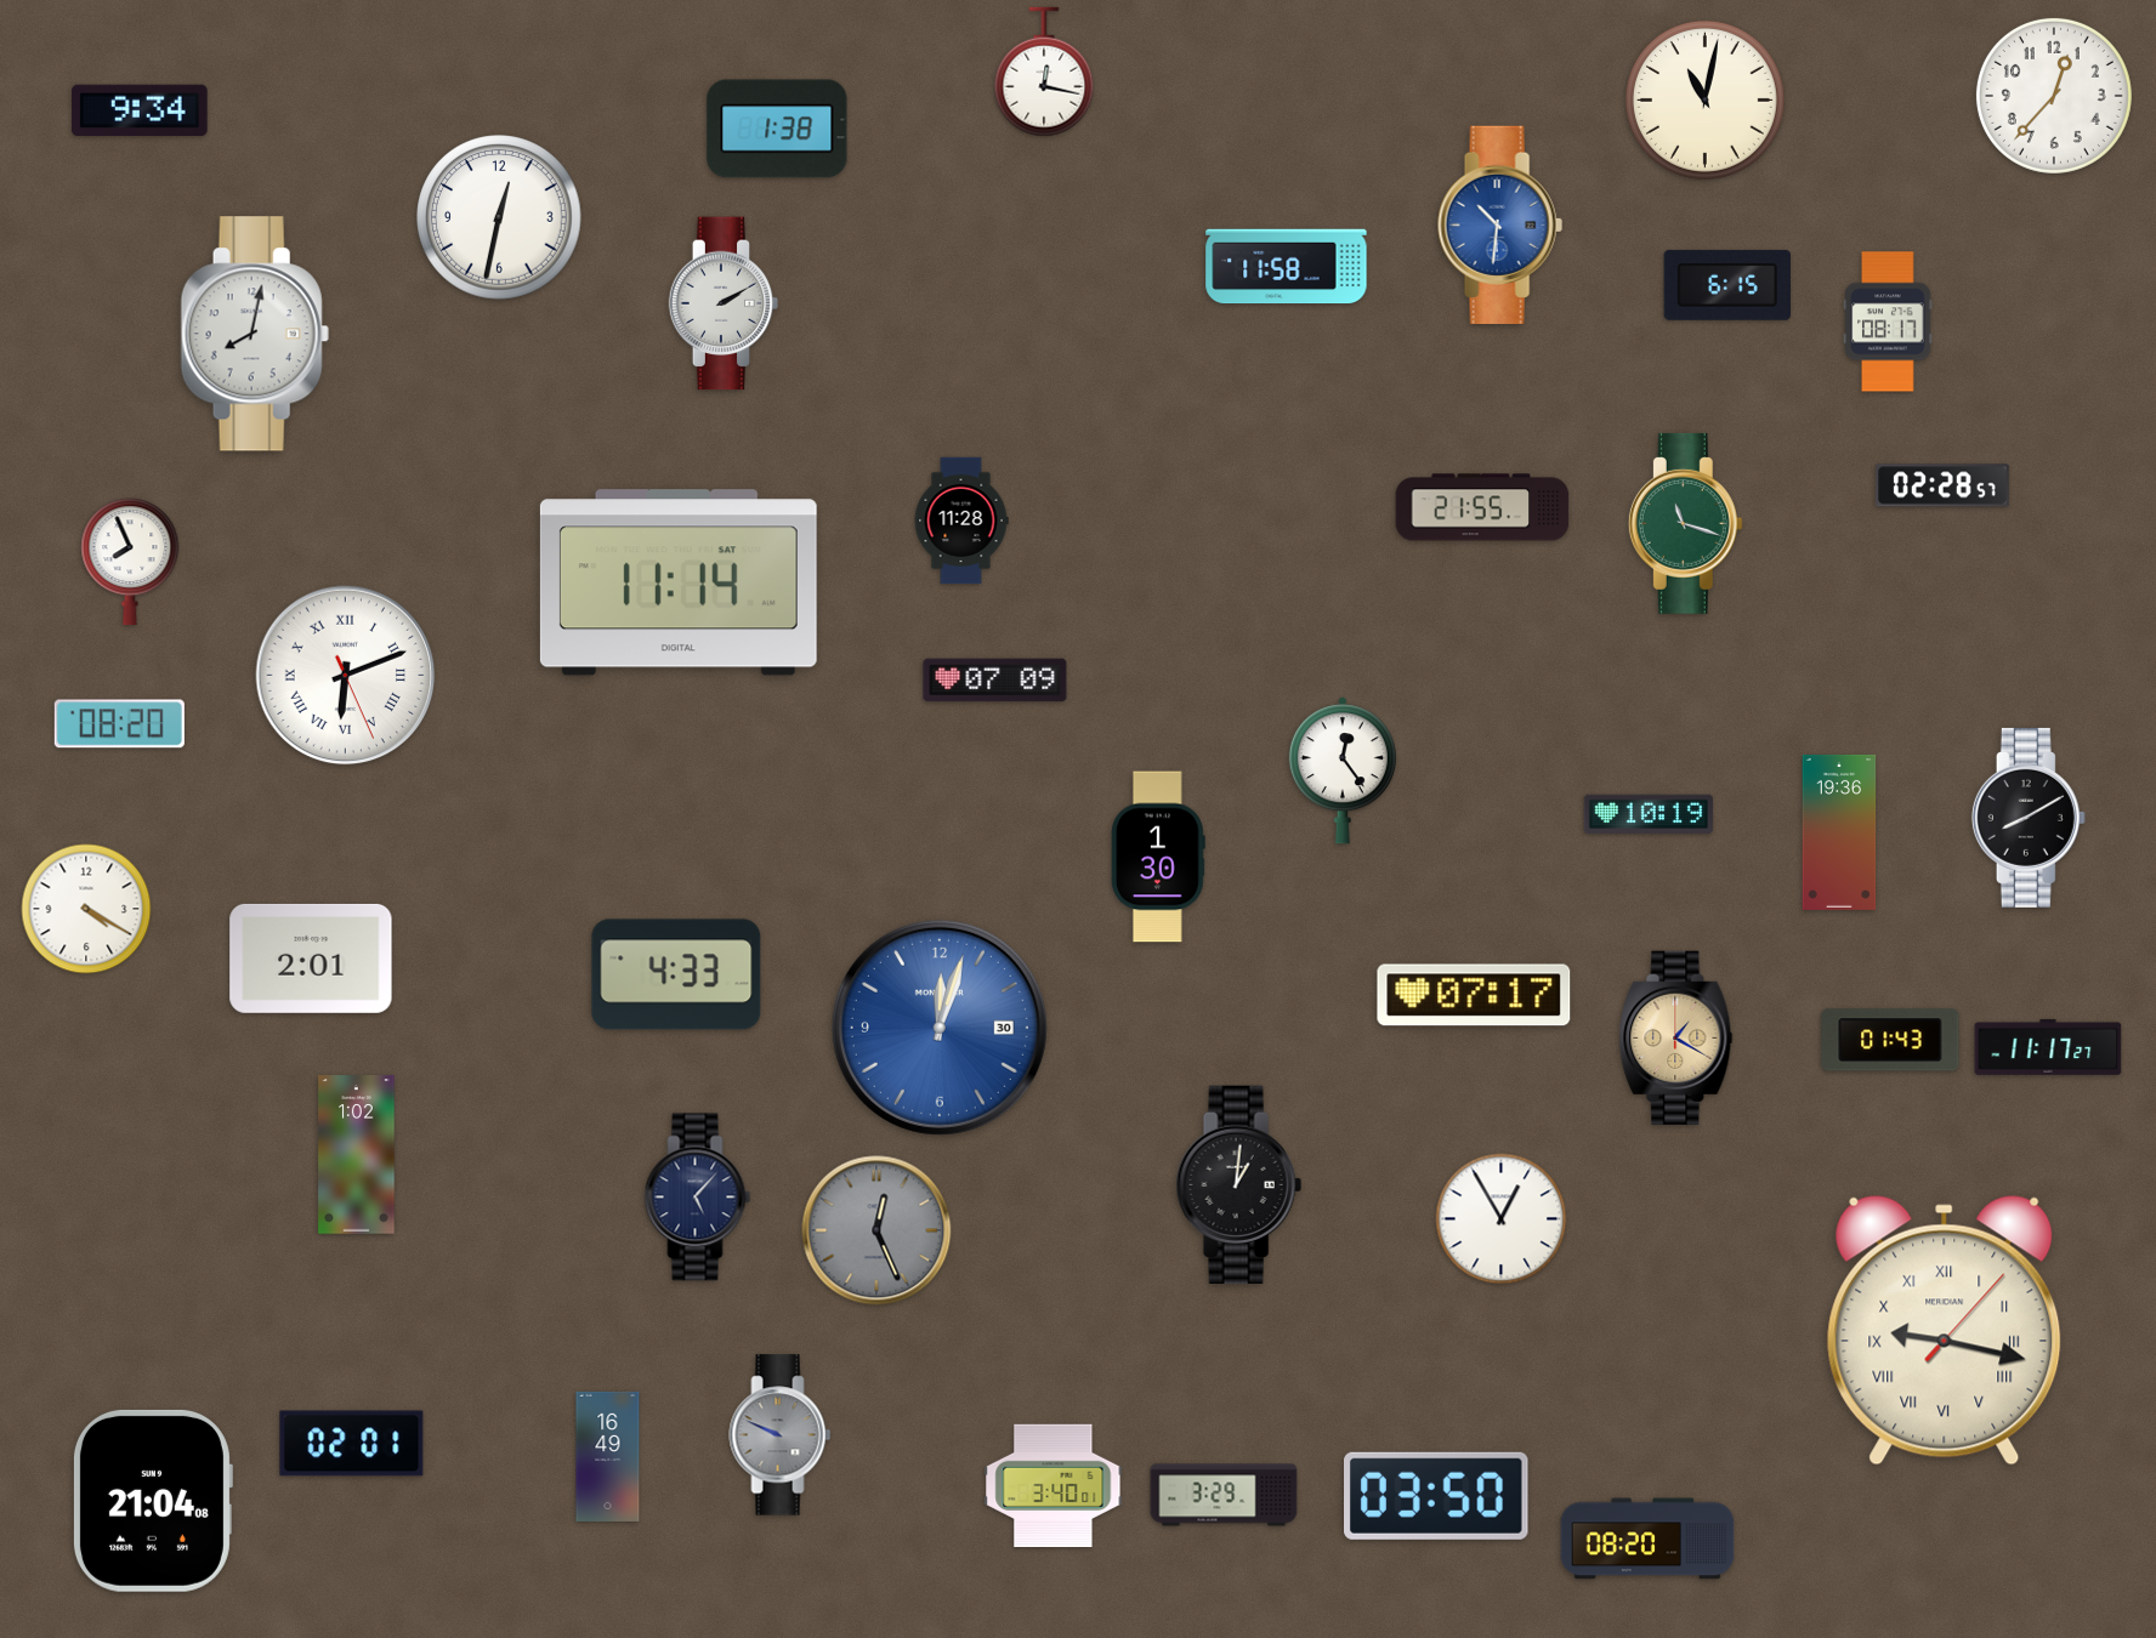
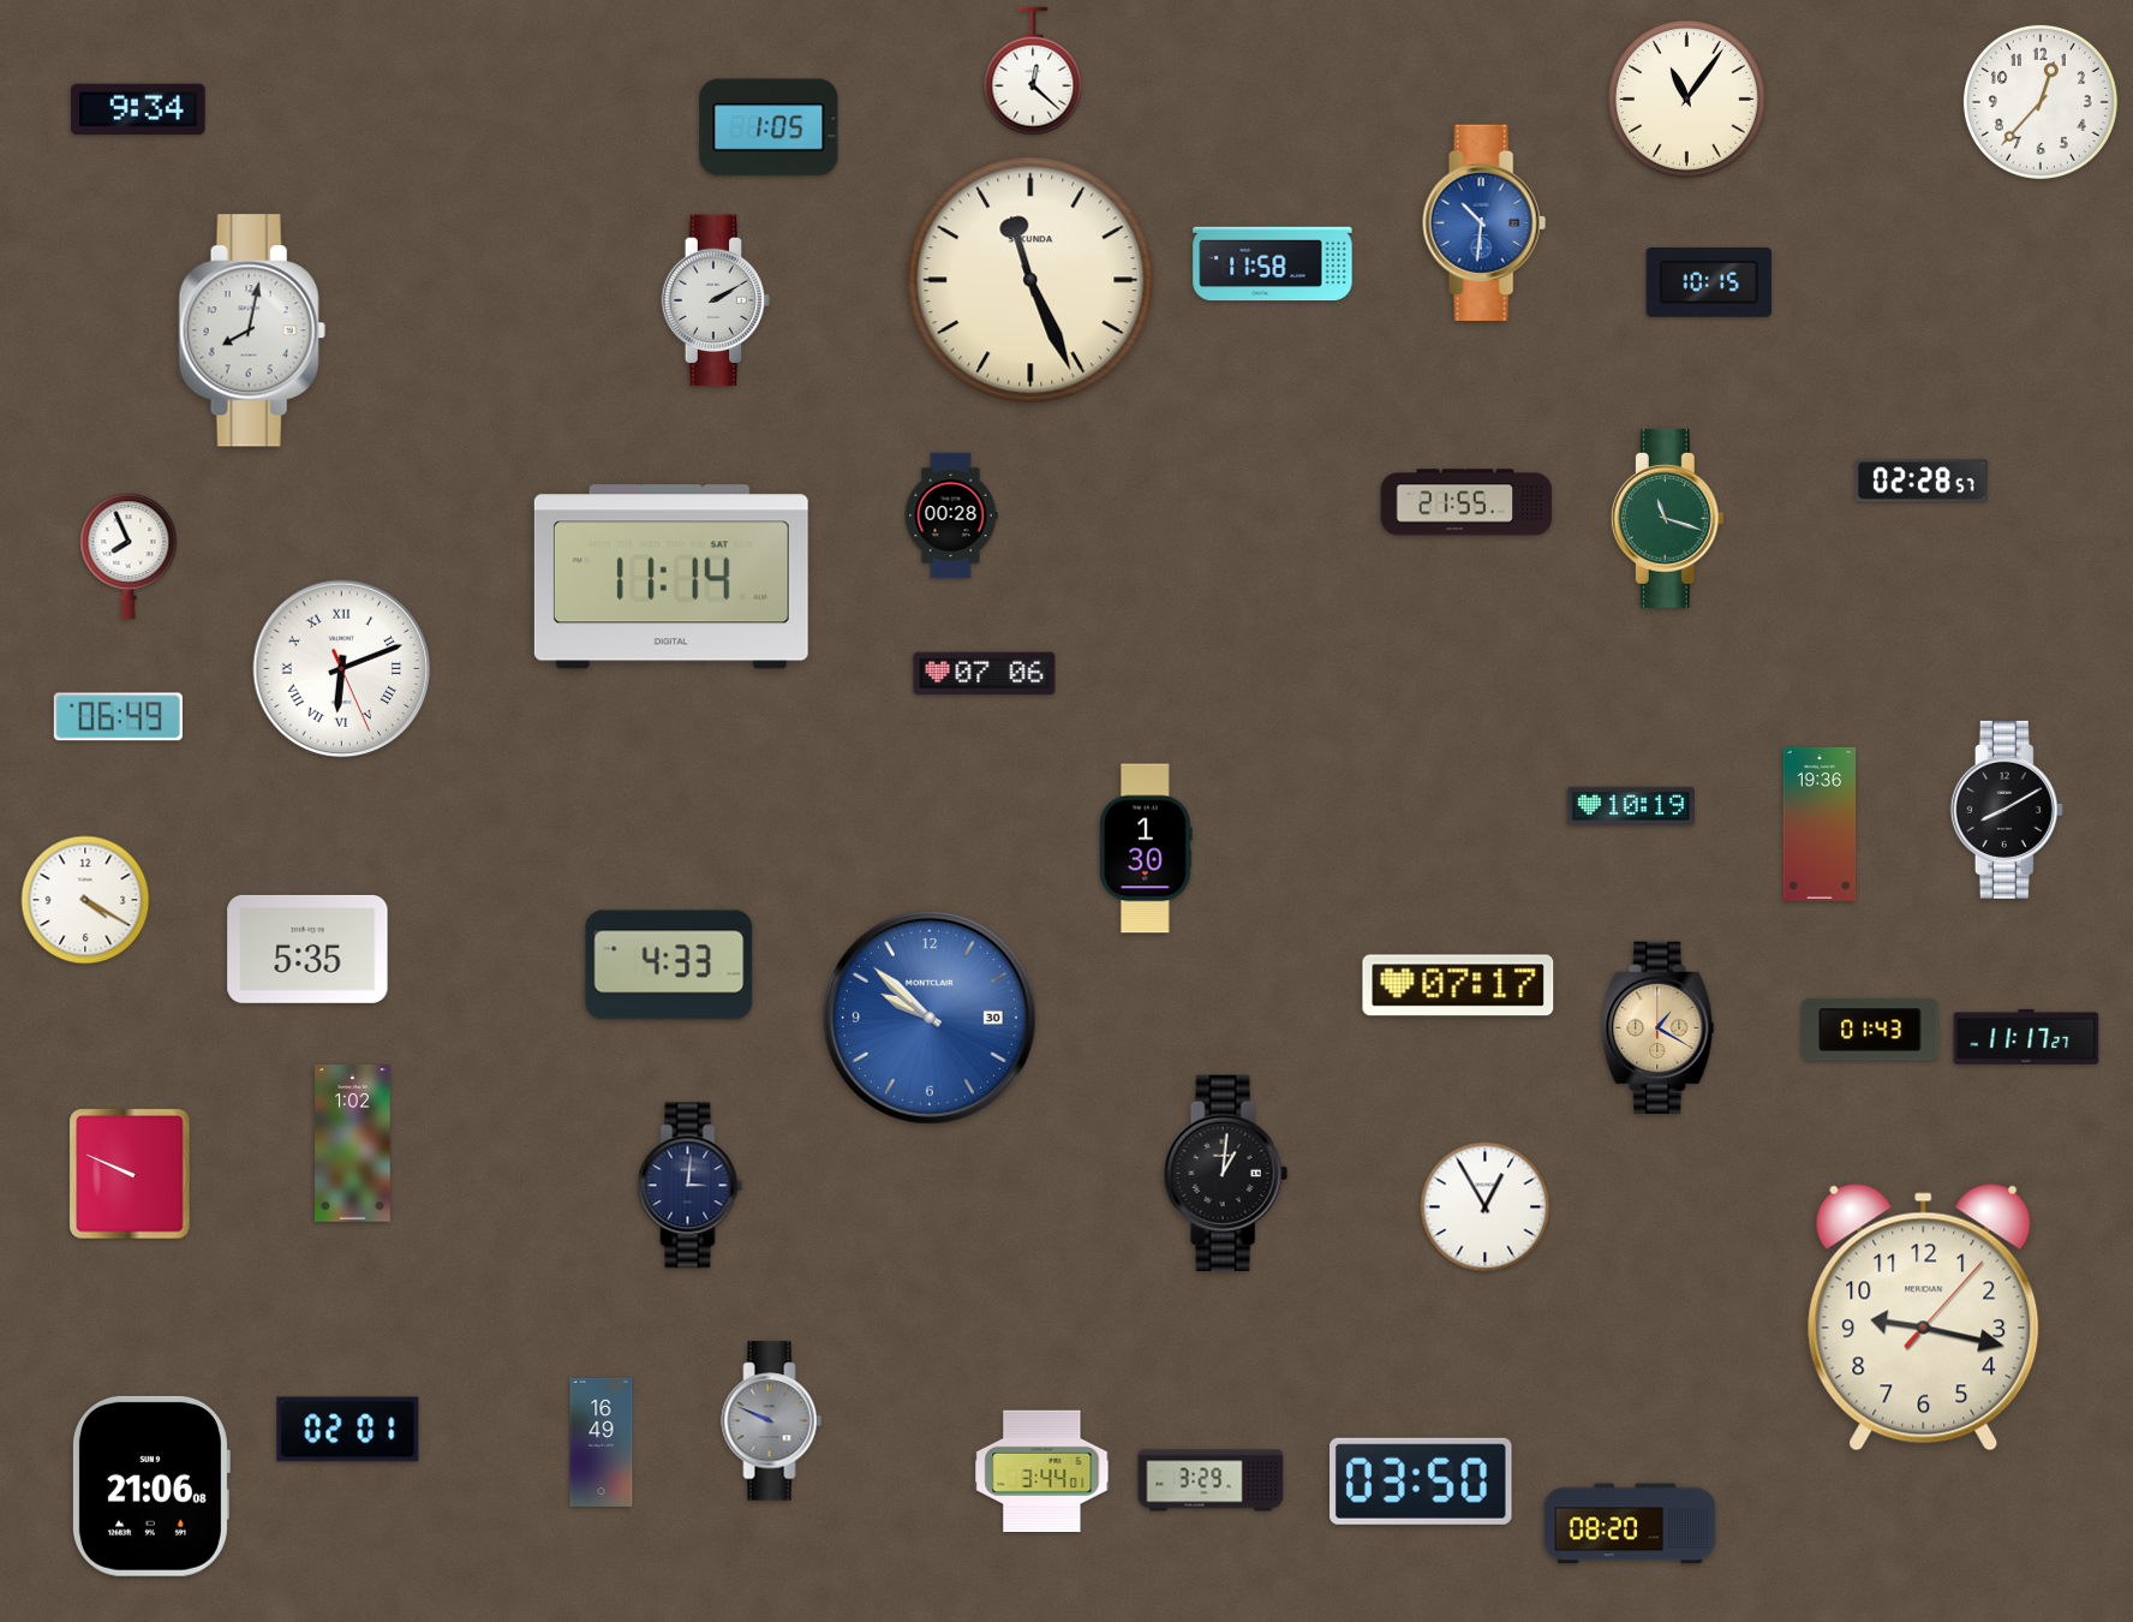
clock at (1044, 72): 12:17 -> 12:22
clock at (2054, 96) position: (2054, 96) -> (2041, 102)
clock at (1704, 99): 11:02 -> 11:06
clock at (777, 129): 1:38 -> 1:05
clock at (499, 217): 12:32 -> none
clock at (1030, 280): none -> 11:26
clock at (1726, 285): 6:15 -> 10:15
clock at (1888, 322): 08:17 -> none
clock at (961, 521): 11:28 -> 00:28
clock at (995, 681): 07:09 -> 07:06
clock at (119, 724): 08:20 -> 06:49
clock at (1343, 770): 12:24 -> none
clock at (311, 959): 2:01 -> 5:35
clock at (940, 1028): 12:03 -> 9:52
clock at (130, 1174): none -> 9:49
clock at (698, 1198): 5:07 -> 3:01
clock at (876, 1230): 12:26 -> none
clock at (1945, 1331) numerals: Roman -> Arabic
clock at (1054, 1485): 3:40 -> 3:44
clock at (152, 1501): 21:04 -> 21:06
